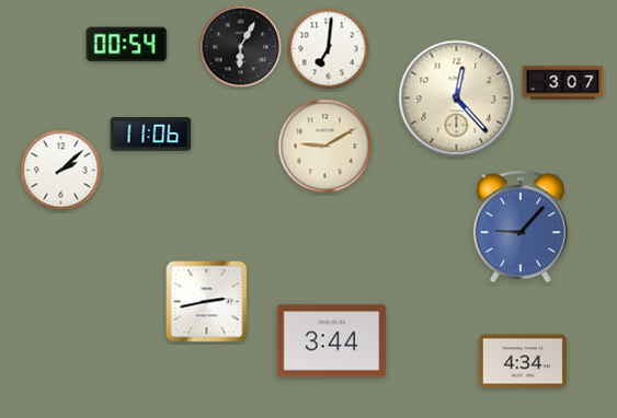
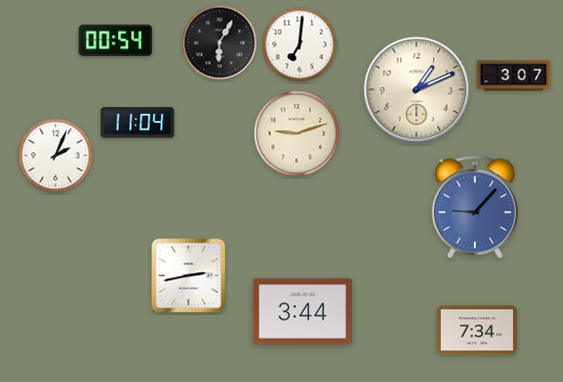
clock at (457, 98): 12:23 -> 1:11
clock at (151, 135): 11:06 -> 11:04
clock at (325, 147): 9:10 -> 9:12
clock at (61, 171): 2:08 -> 2:04
clock at (523, 361): 4:34 -> 7:34
